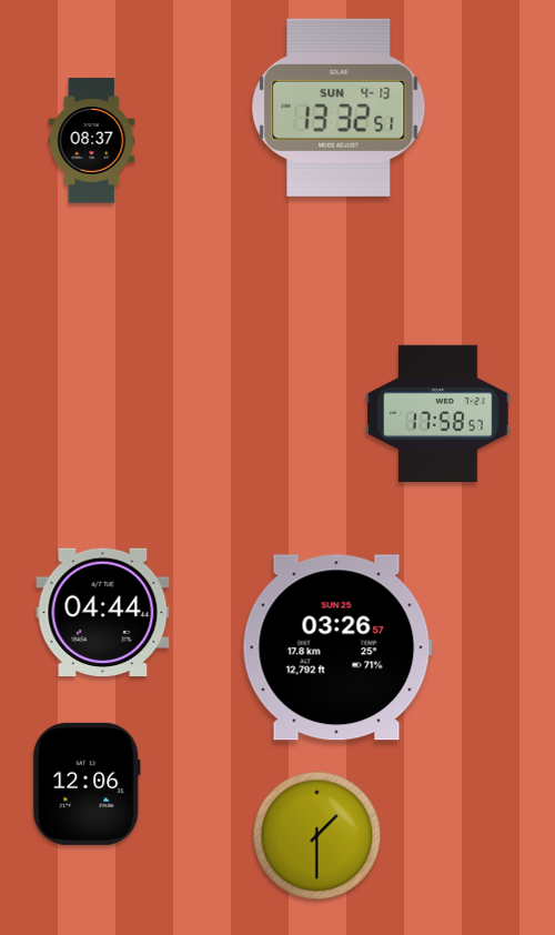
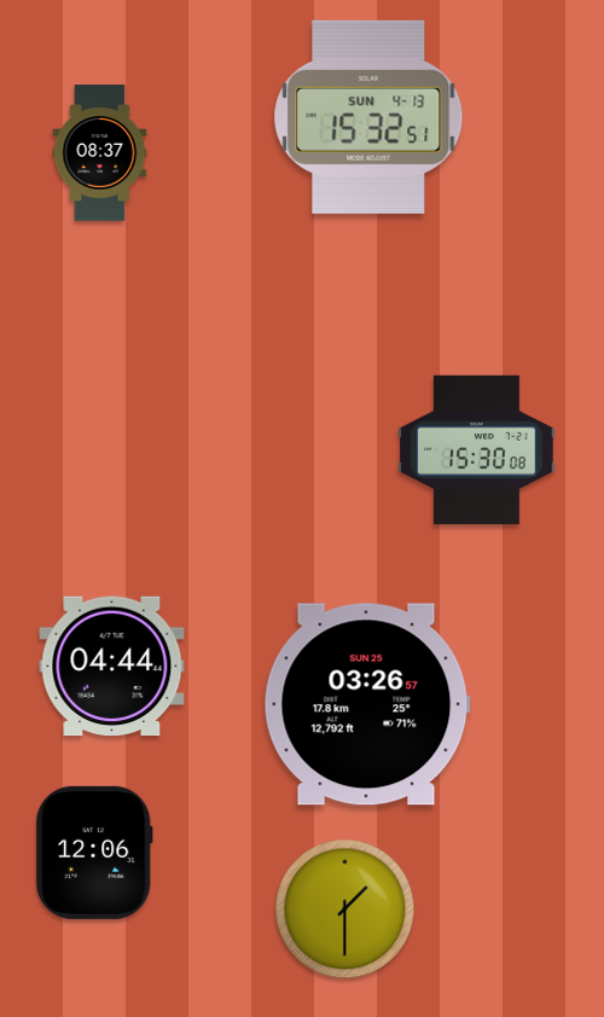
clock at (339, 108): 13:32 -> 15:32
clock at (438, 414): 17:58 -> 15:30
